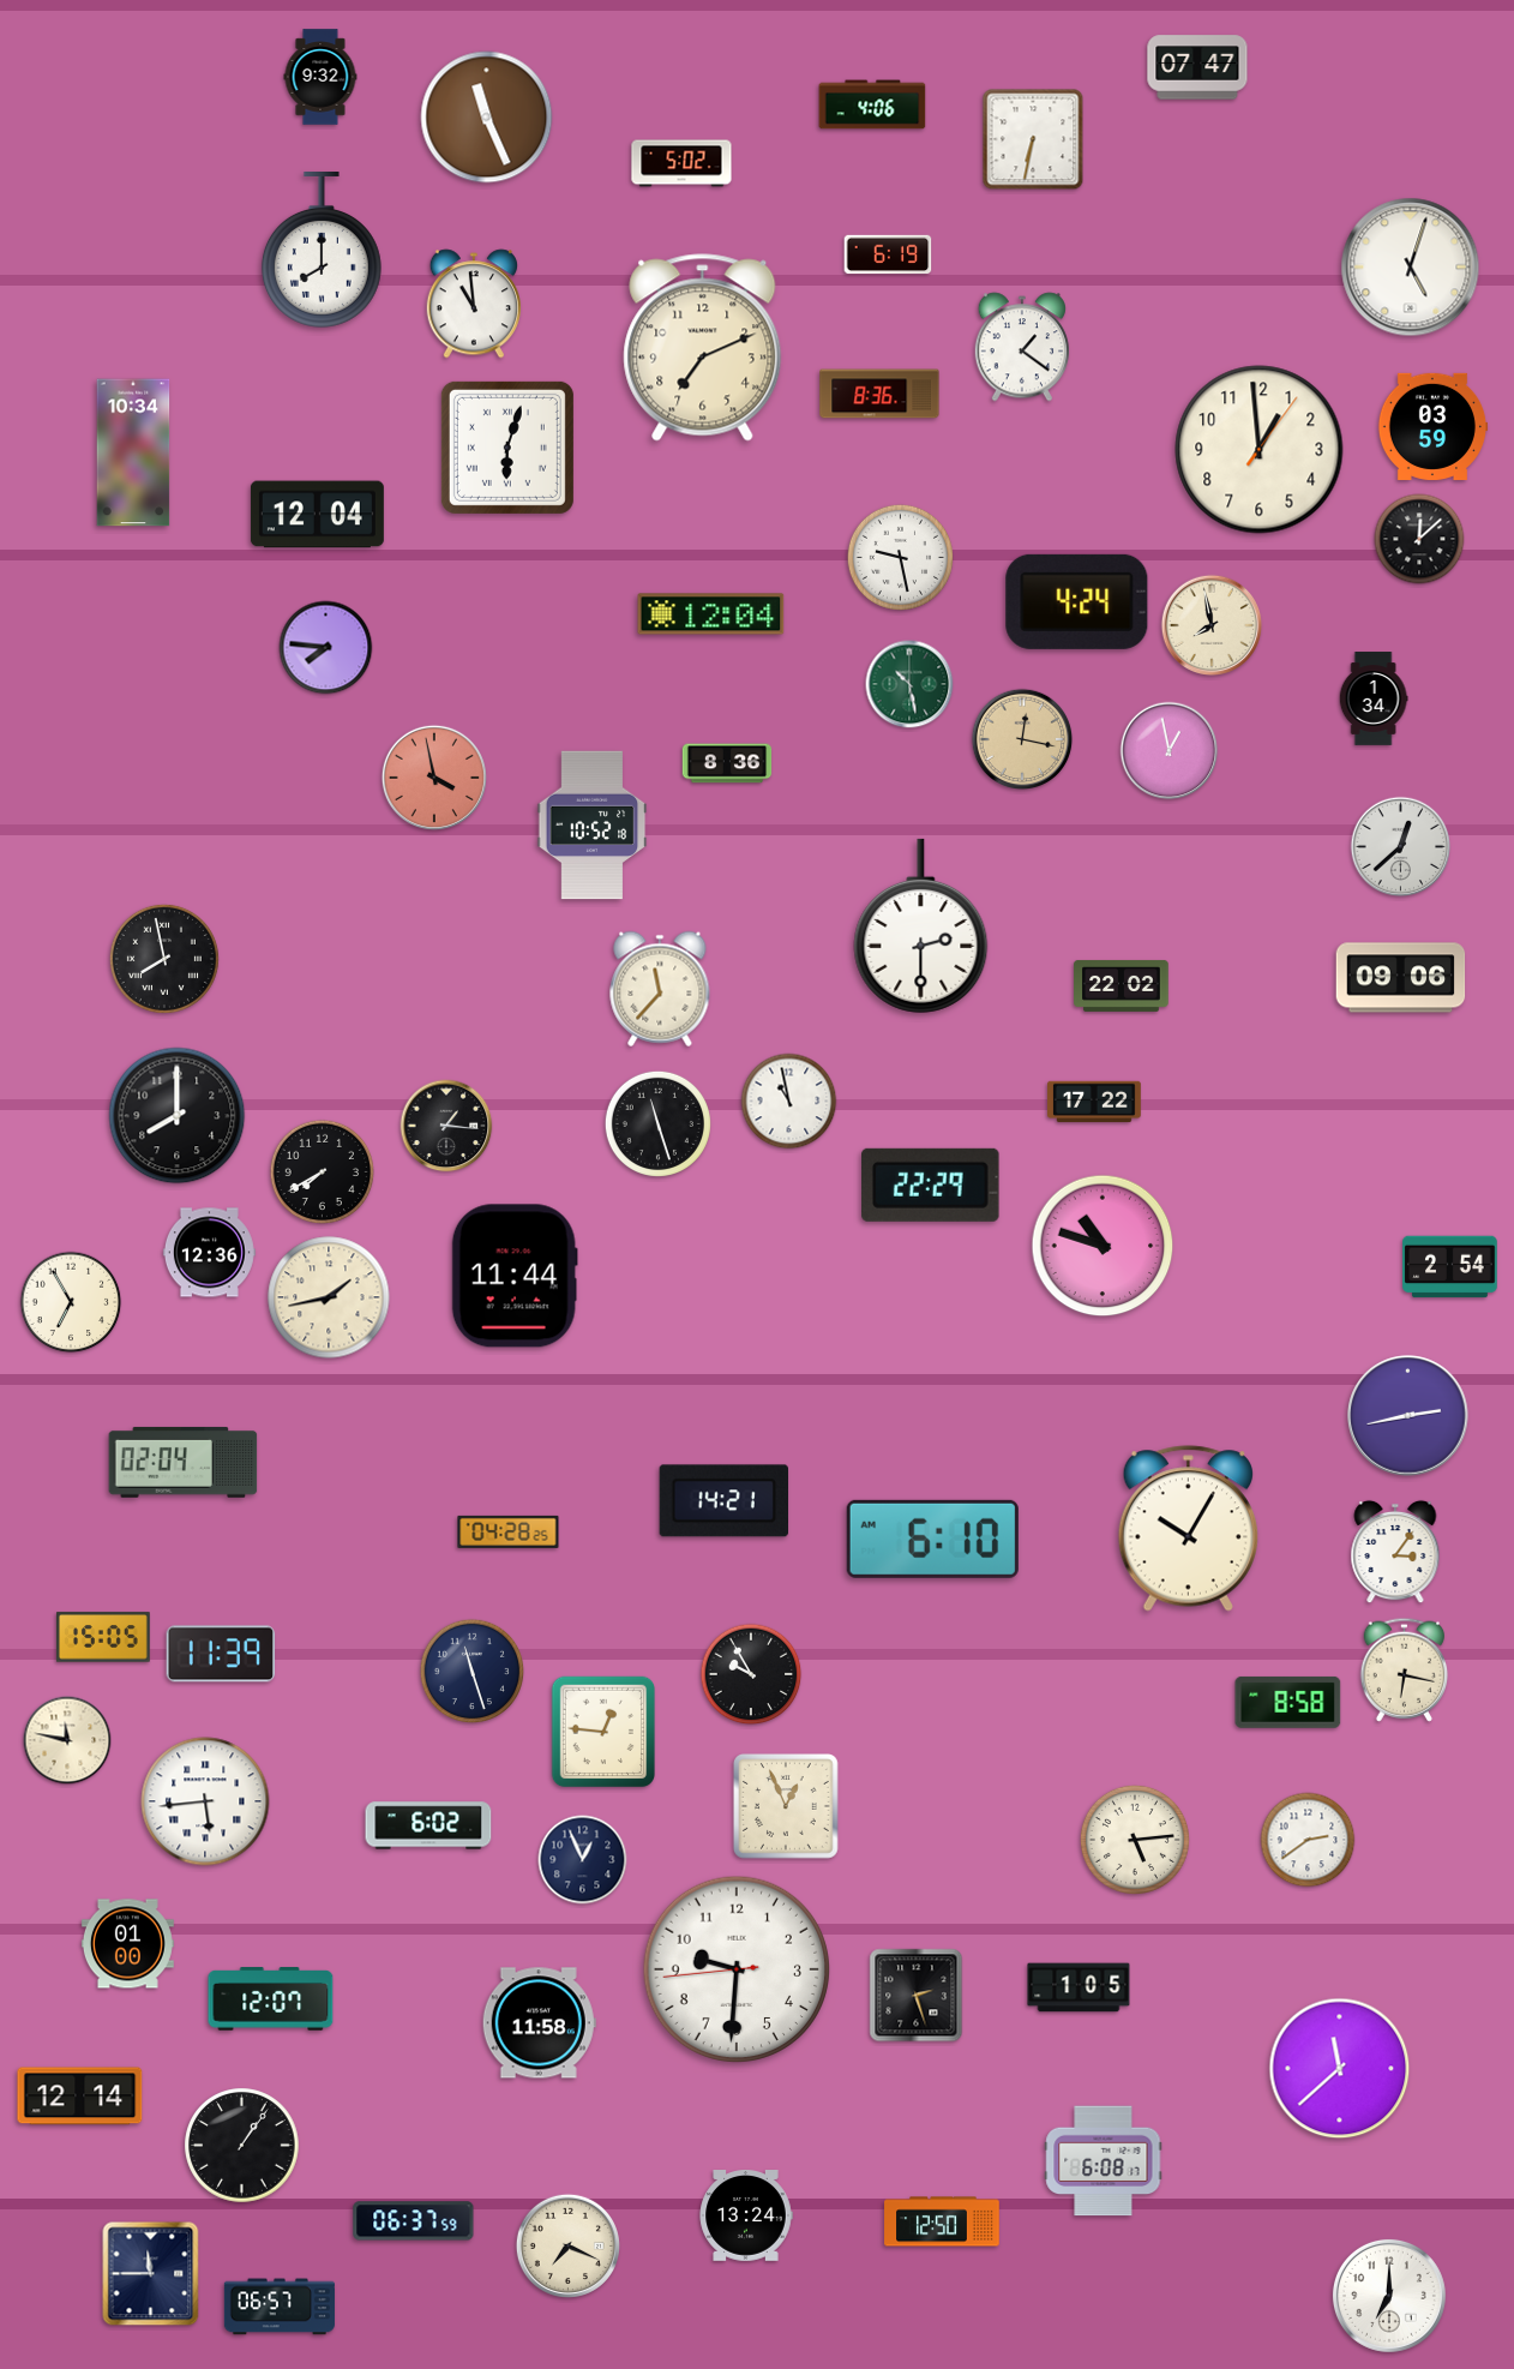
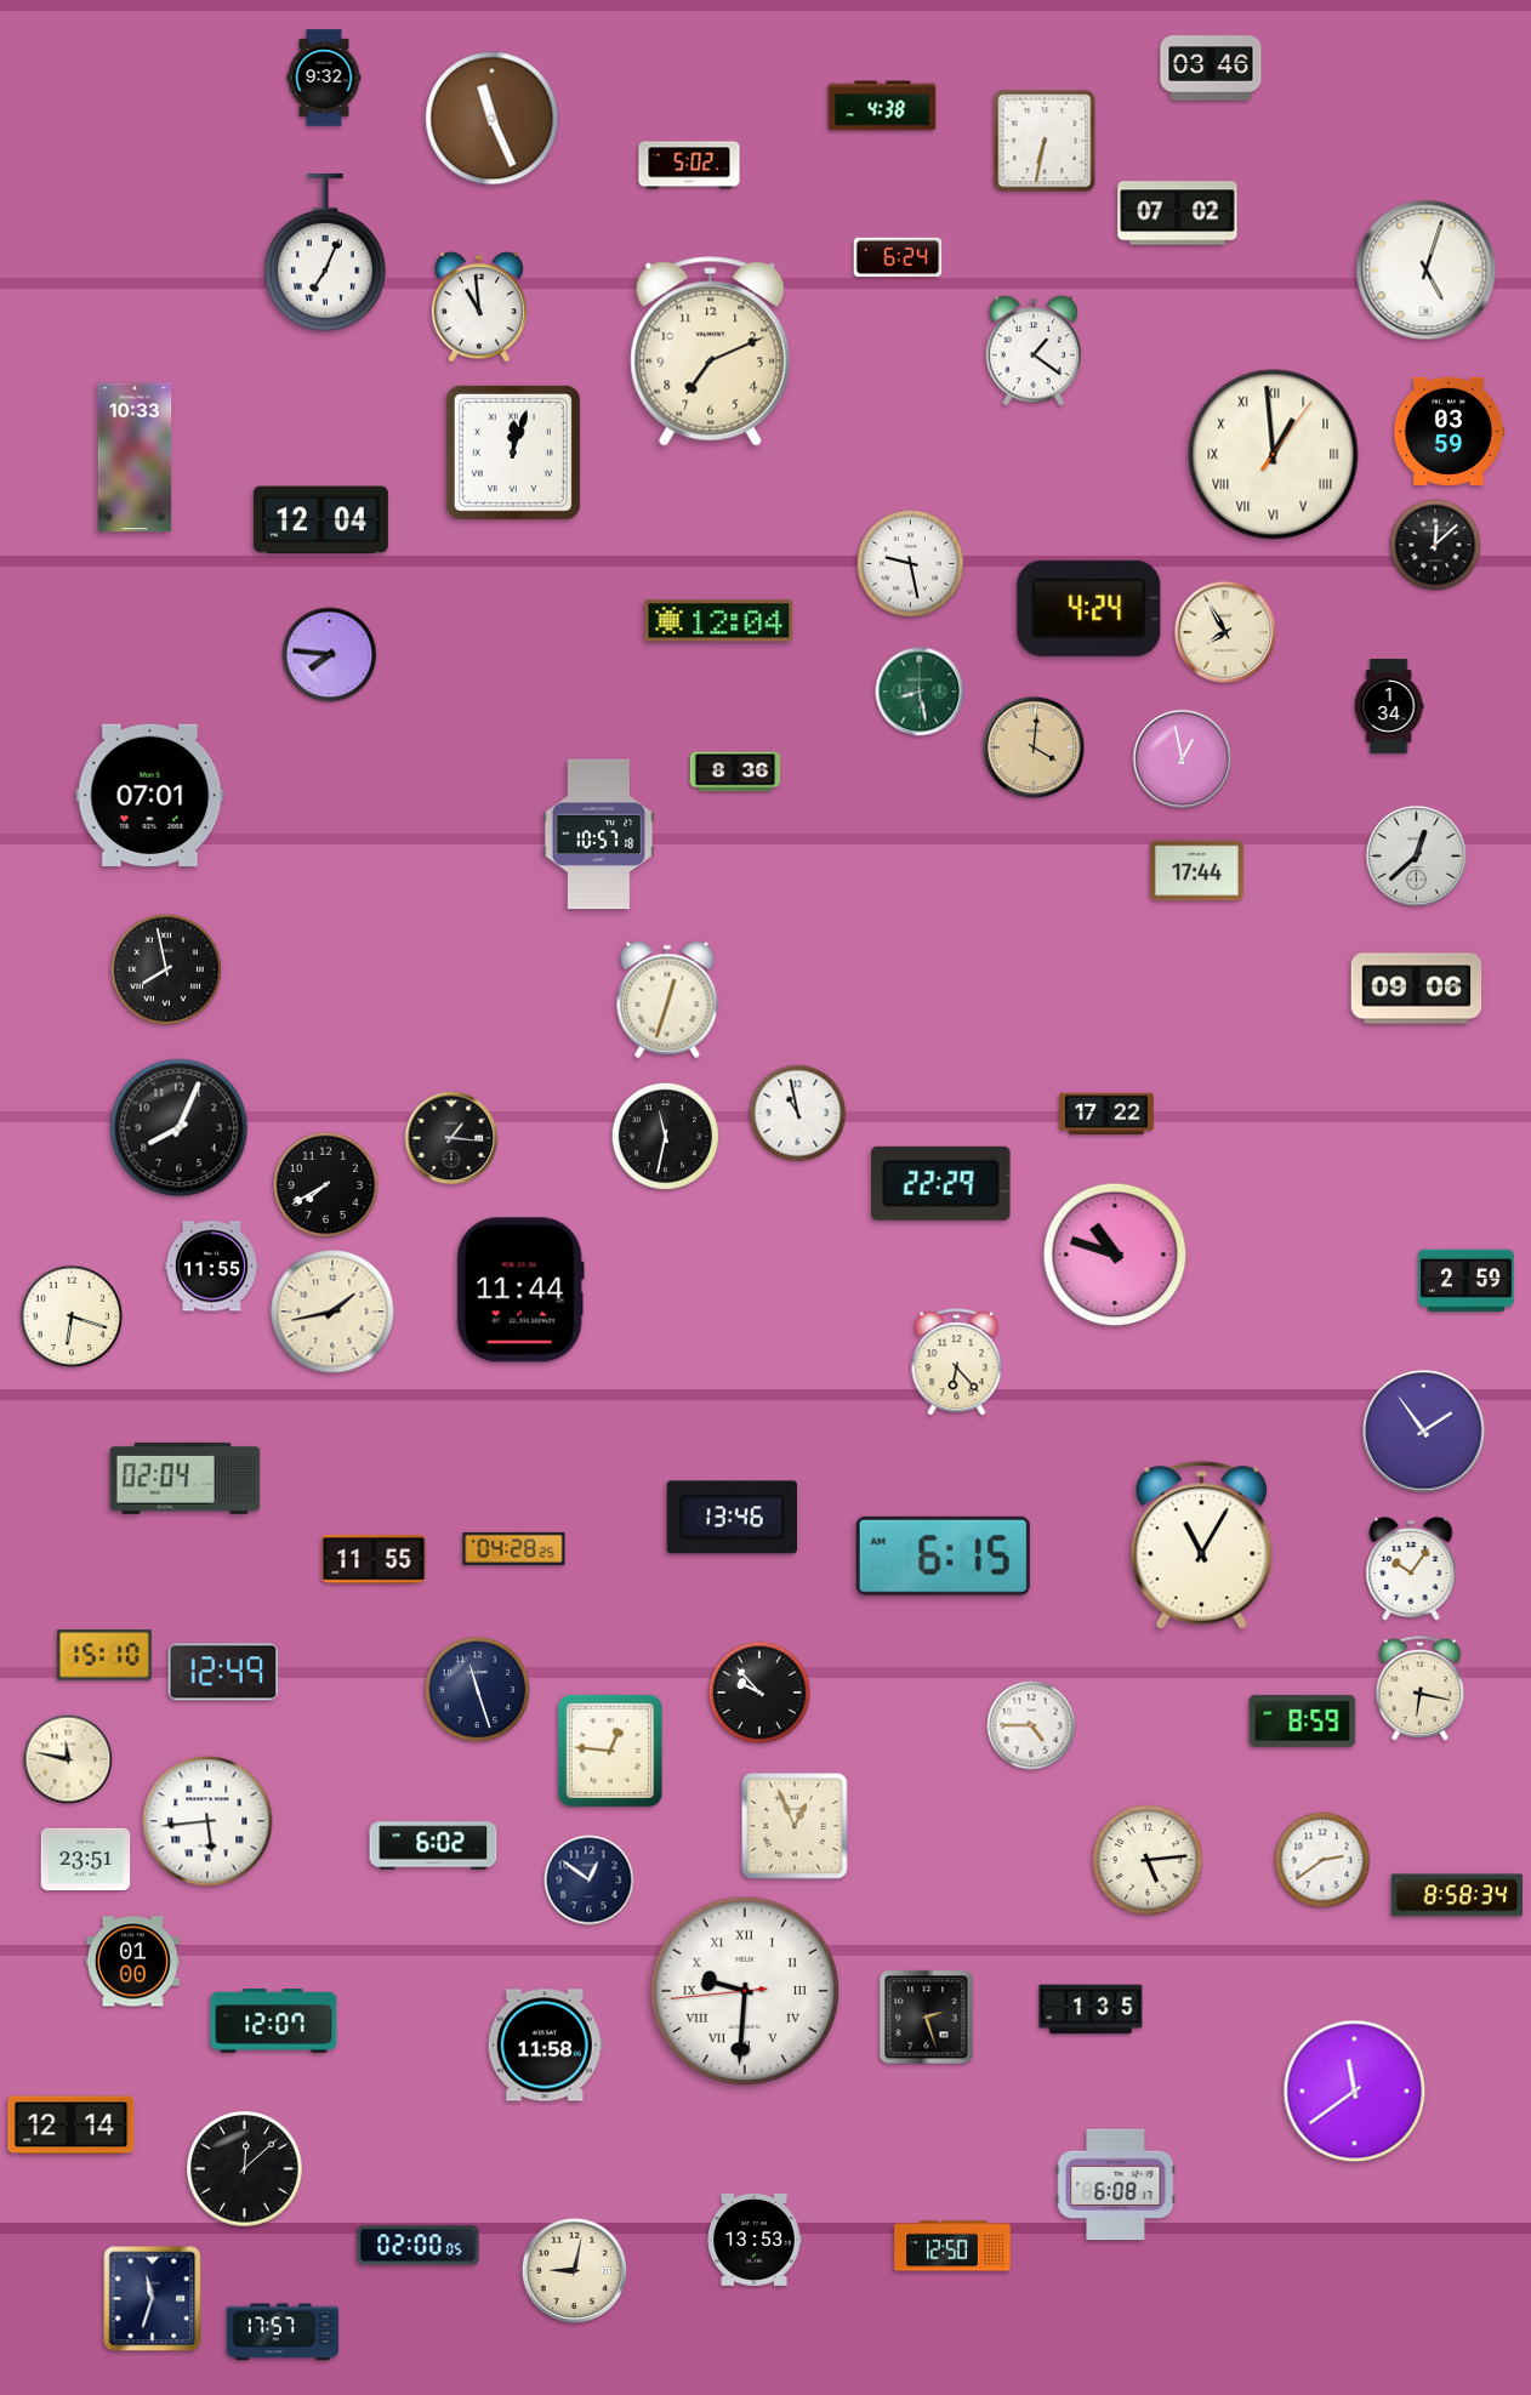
clock at (1197, 67): 07:47 -> 03:46
clock at (872, 104): 4:06 -> 4:38
clock at (1178, 214): none -> 07:02
clock at (322, 251): 8:00 -> 7:04
clock at (888, 254): 6:19 -> 6:24
clock at (879, 394): 8:36 -> none
clock at (507, 448): 6:03 -> 12:03
clock at (1260, 450) numerals: Arabic -> Roman
clock at (133, 452): 10:34 -> 10:33
clock at (1212, 625): 7:58 -> 7:55
clock at (909, 684): 10:28 -> 8:28
clock at (1022, 739): 12:17 -> 4:01
clock at (434, 778): 3:58 -> none
clock at (150, 795): none -> 07:01
clock at (593, 826): 10:52 -> 10:57
clock at (1196, 871): none -> 17:44
clock at (921, 925): 2:30 -> none
clock at (1122, 985): 22:02 -> none
clock at (660, 989): 11:37 -> 12:33
clock at (178, 1116): 8:00 -> 8:04
clock at (657, 1123): 11:27 -> 11:32
clock at (931, 1184) position: (931, 1184) -> (941, 1183)
clock at (1103, 1246) position: (1103, 1246) -> (1115, 1255)
clock at (209, 1253): 12:36 -> 11:55
clock at (1450, 1267): 2:54 -> 2:59
clock at (71, 1302): 6:55 -> 6:18
clock at (957, 1363): none -> 6:23
clock at (1408, 1416): 2:43 -> 1:54
clock at (723, 1501): 14:21 -> 13:46
clock at (1188, 1529): 10:05 -> 11:05
clock at (932, 1539): 6:10 -> 6:15
clock at (374, 1559): none -> 11:55
clock at (1395, 1552): 3:06 -> 10:06
clock at (103, 1637): 15:05 -> 15:10
clock at (221, 1654): 11:39 -> 12:49
clock at (751, 1674): 9:55 -> 9:53
clock at (1288, 1702): 8:58 -> 8:59
clock at (1031, 1725): none -> 4:45
clock at (86, 1860): none -> 23:51
clock at (583, 1860): 12:56 -> 12:51
clock at (1456, 1895): none -> 8:58
clock at (127, 1944) position: (127, 1944) -> (132, 1962)
clock at (737, 1969) numerals: Arabic -> Roman
clock at (1079, 1987): 1:05 -> 1:35
clock at (1340, 2069): 11:38 -> 11:39
clock at (80, 2097) position: (80, 2097) -> (72, 2126)
clock at (242, 2146): 1:06 -> 12:08
clock at (746, 2217): 13:24 -> 13:53
clock at (414, 2221): 06:37 -> 02:00
clock at (567, 2245): 7:19 -> 9:02
clock at (151, 2274): 11:45 -> 11:33
clock at (1389, 2296): 7:00 -> none
clock at (280, 2307): 06:57 -> 17:57
